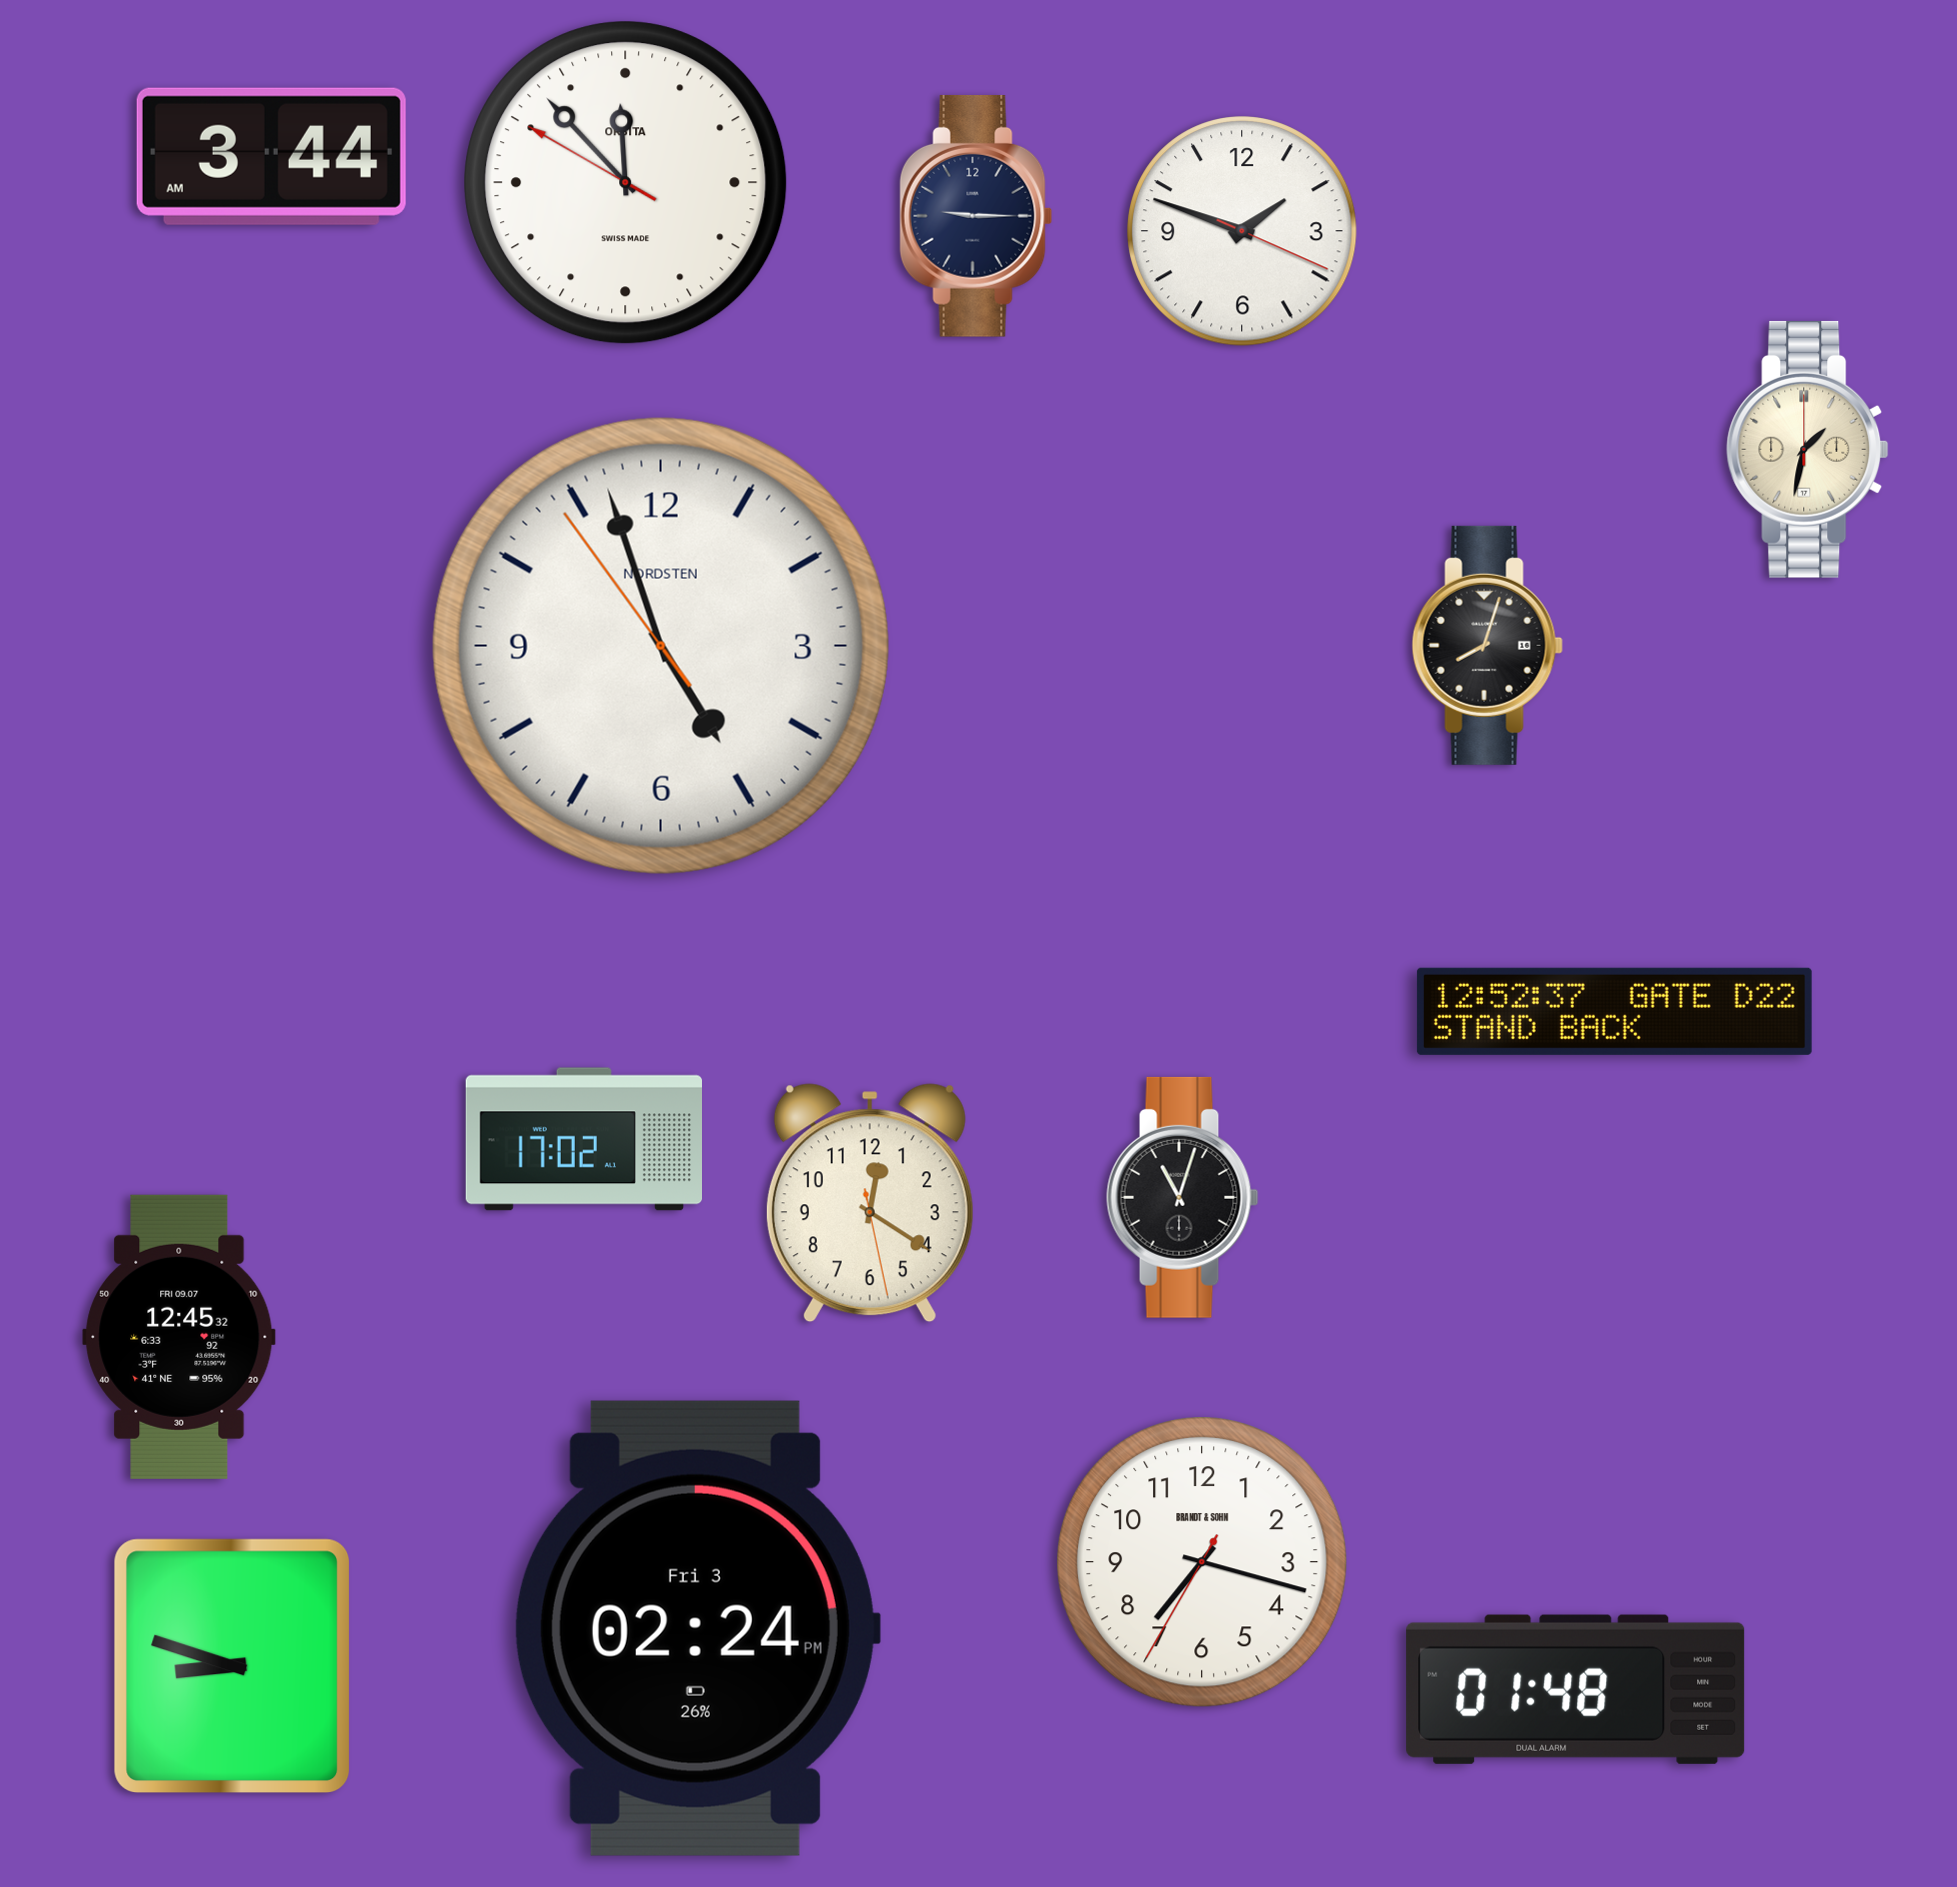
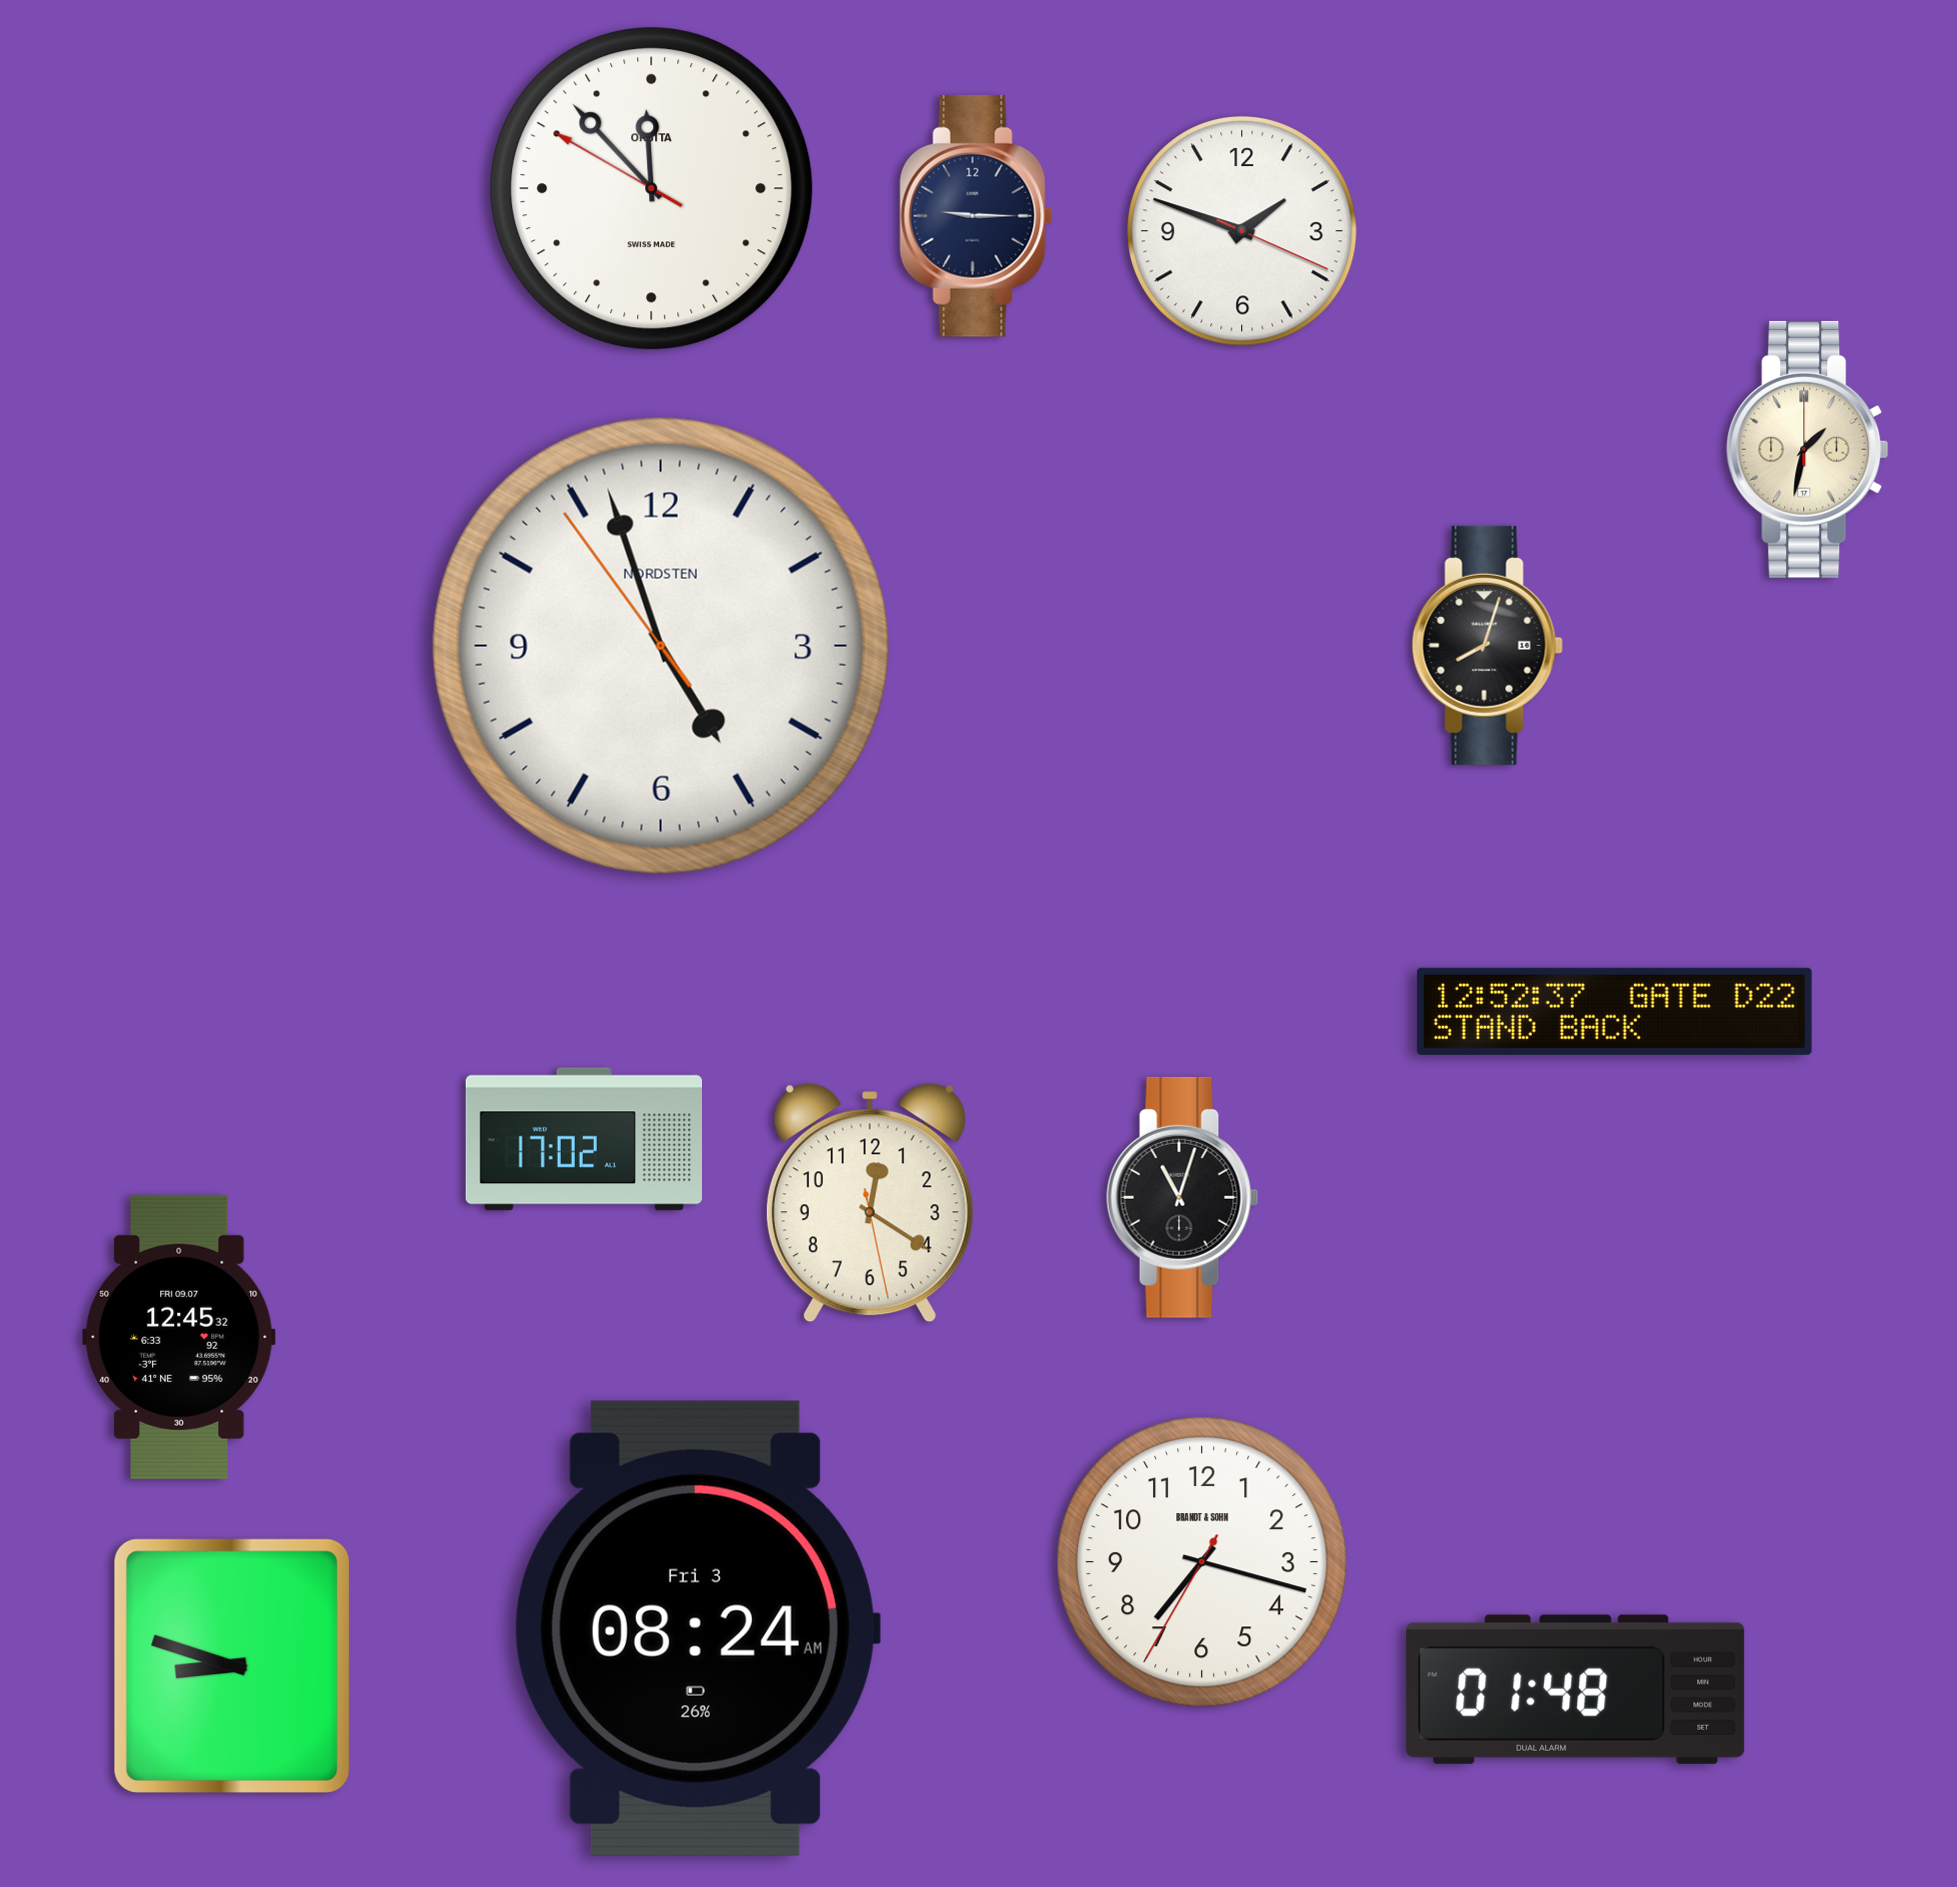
clock at (271, 156): 3:44 -> none
clock at (626, 183) position: (626, 183) -> (652, 189)
clock at (697, 1628): 02:24 -> 08:24
